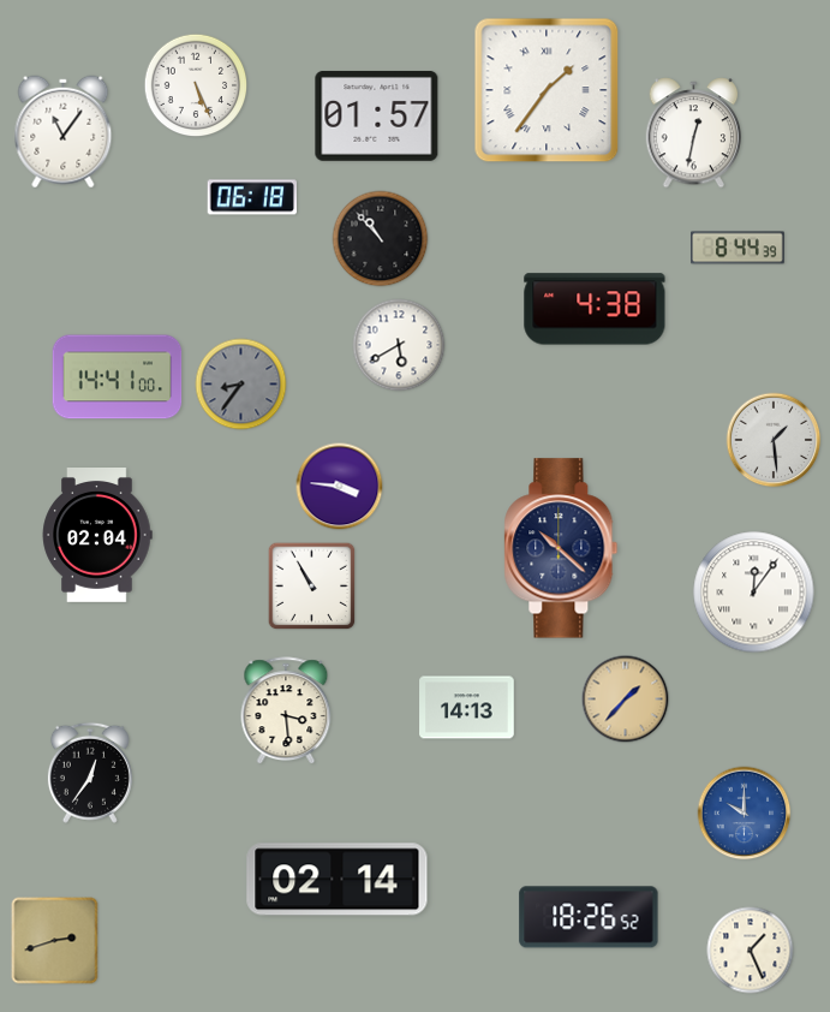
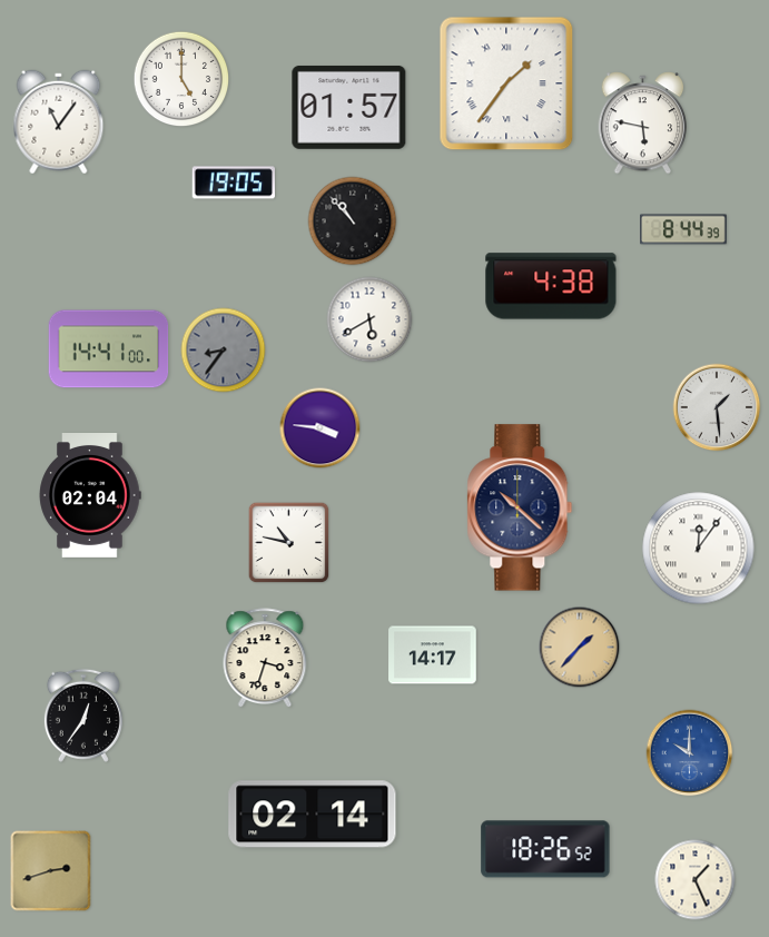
clock at (196, 85): 5:26 -> 5:00
clock at (694, 133): 12:32 -> 5:47
clock at (251, 197): 06:18 -> 19:05
clock at (241, 385) position: (241, 385) -> (224, 351)
clock at (340, 487) position: (340, 487) -> (321, 428)
clock at (312, 587): 10:55 -> 10:47
clock at (467, 708): 14:13 -> 14:17
clock at (286, 712): 3:29 -> 3:33
